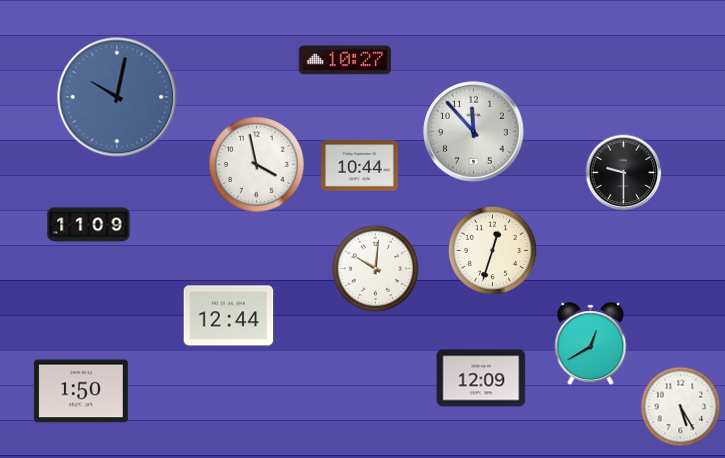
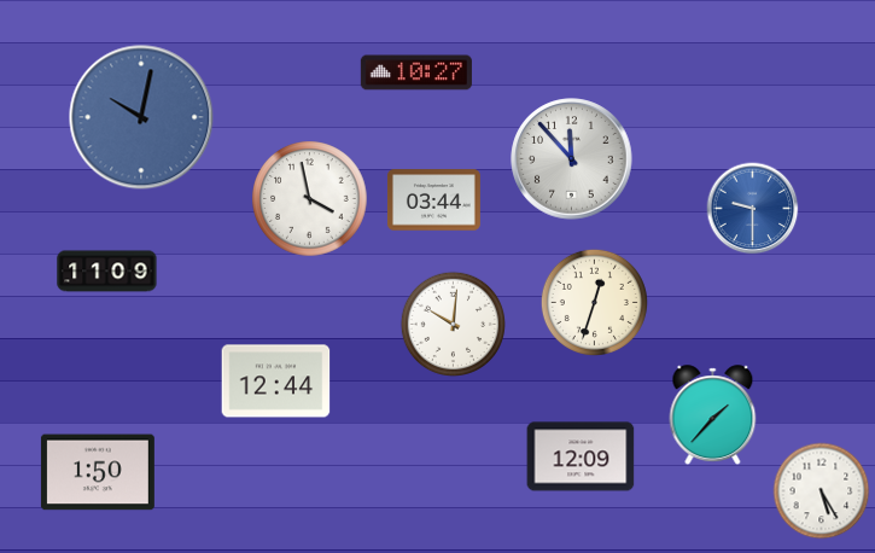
clock at (359, 166): 10:44 -> 03:44
clock at (624, 173) dial: black -> blue
clock at (591, 344): 12:40 -> 1:37
